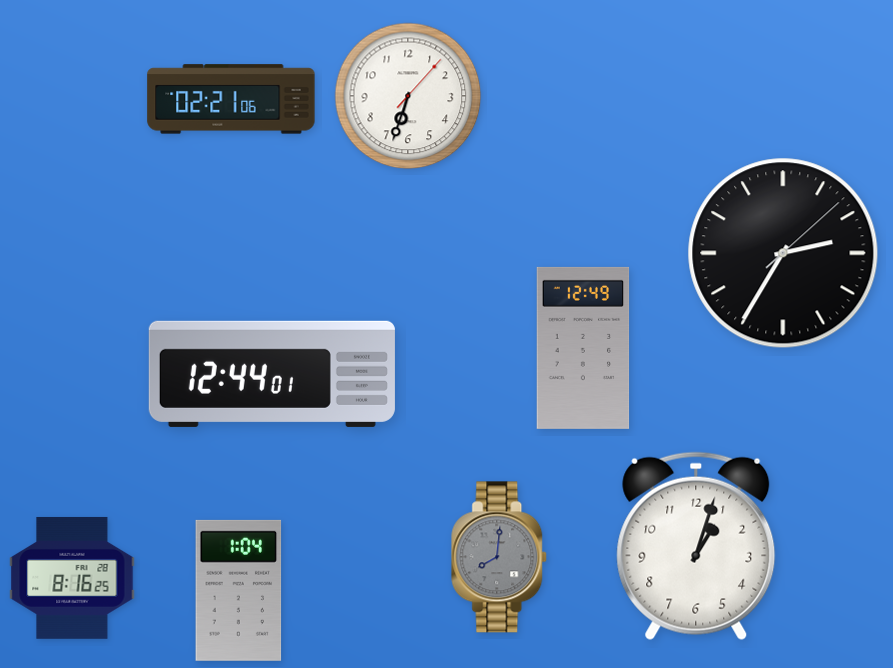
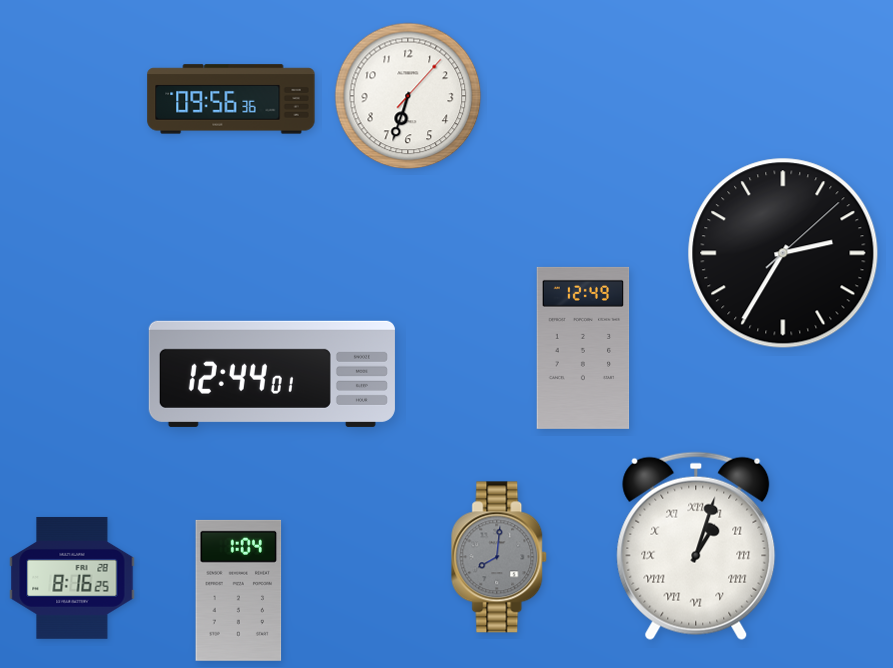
clock at (231, 99): 02:21 -> 09:56
clock at (696, 546) numerals: Arabic -> Roman
